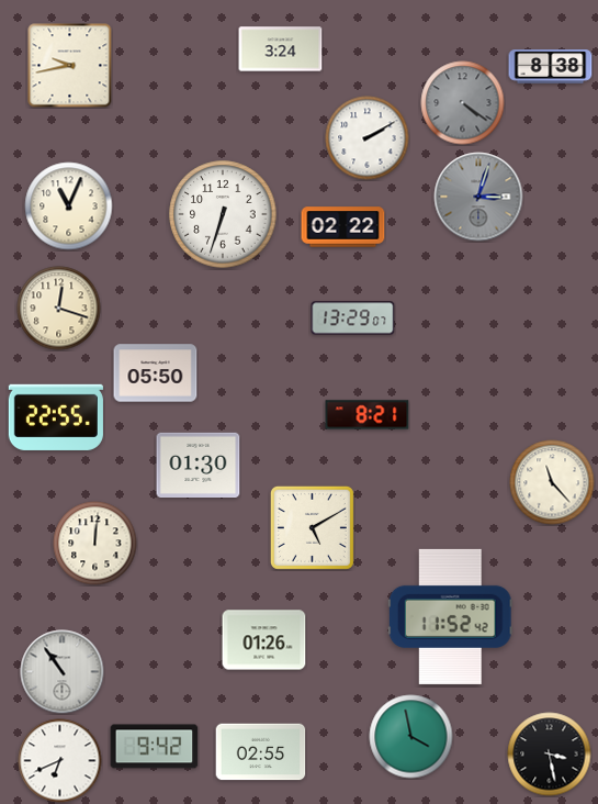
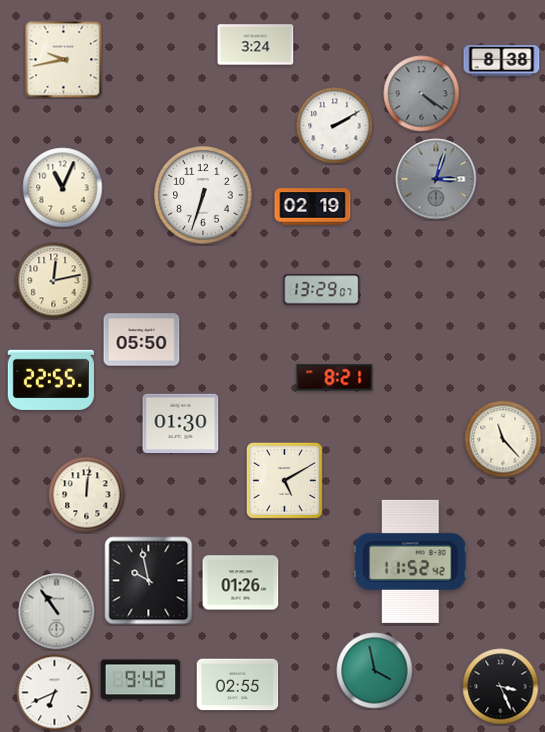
clock at (343, 227): 02:22 -> 02:19
clock at (59, 309): 12:18 -> 12:13
clock at (149, 581): none -> 9:58
clock at (550, 755): 3:28 -> 3:26
